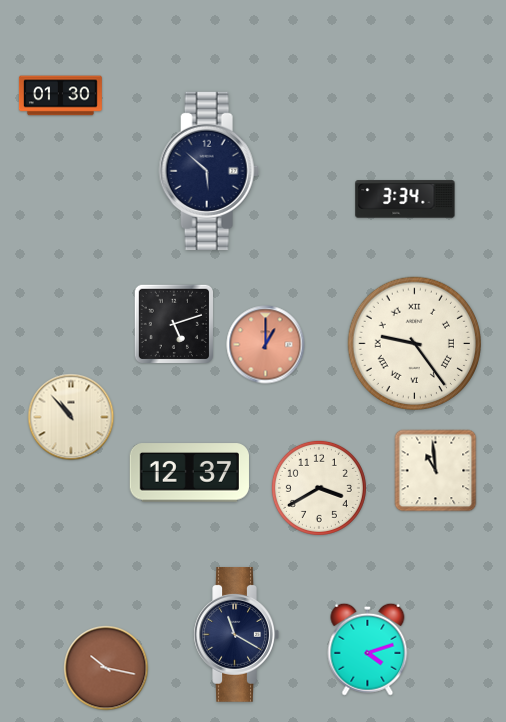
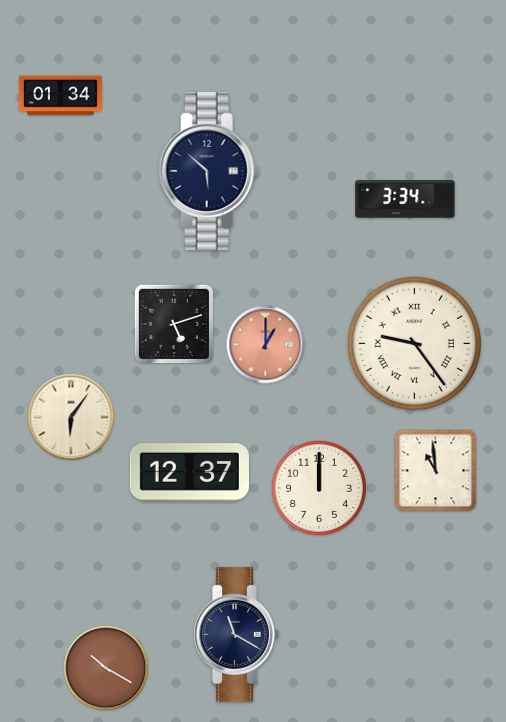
clock at (60, 96): 01:30 -> 01:34
clock at (71, 417): 10:53 -> 6:06
clock at (319, 488): 3:40 -> 12:00
clock at (368, 649): 4:12 -> none
clock at (106, 668): 10:17 -> 10:20
